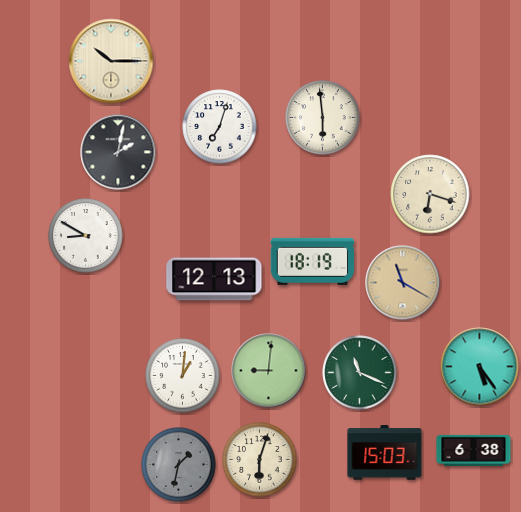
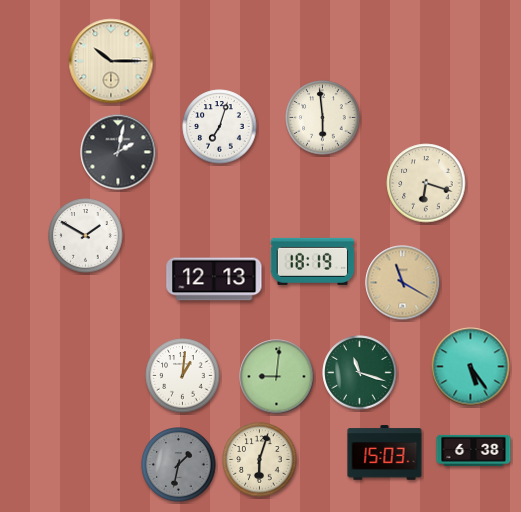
clock at (430, 194) position: (430, 194) -> (426, 183)
clock at (86, 236): 8:50 -> 1:50
clock at (480, 367) position: (480, 367) -> (471, 367)
clock at (269, 371) position: (269, 371) -> (277, 377)
clock at (360, 373): 11:19 -> 11:18
